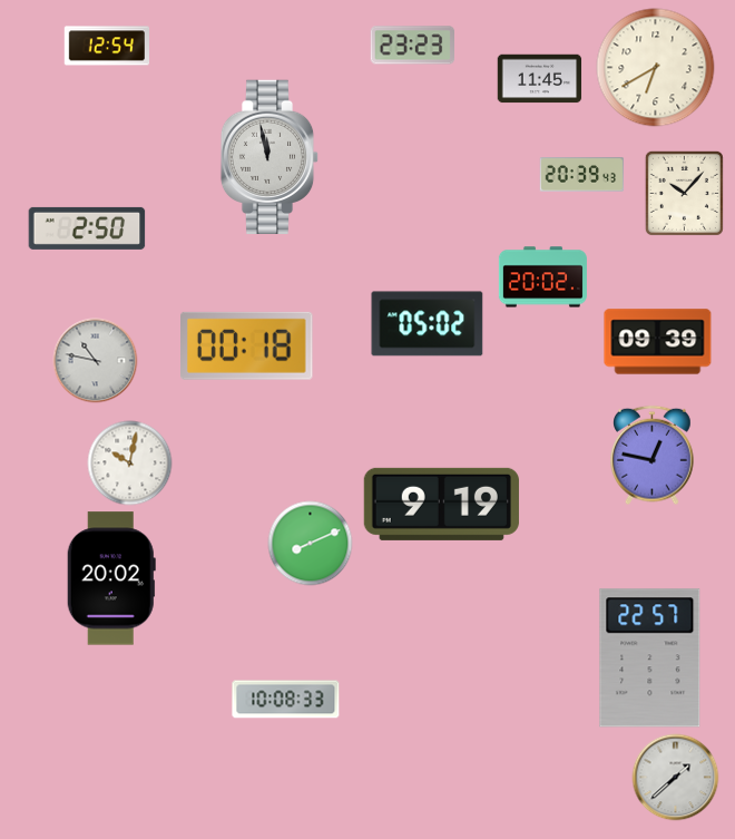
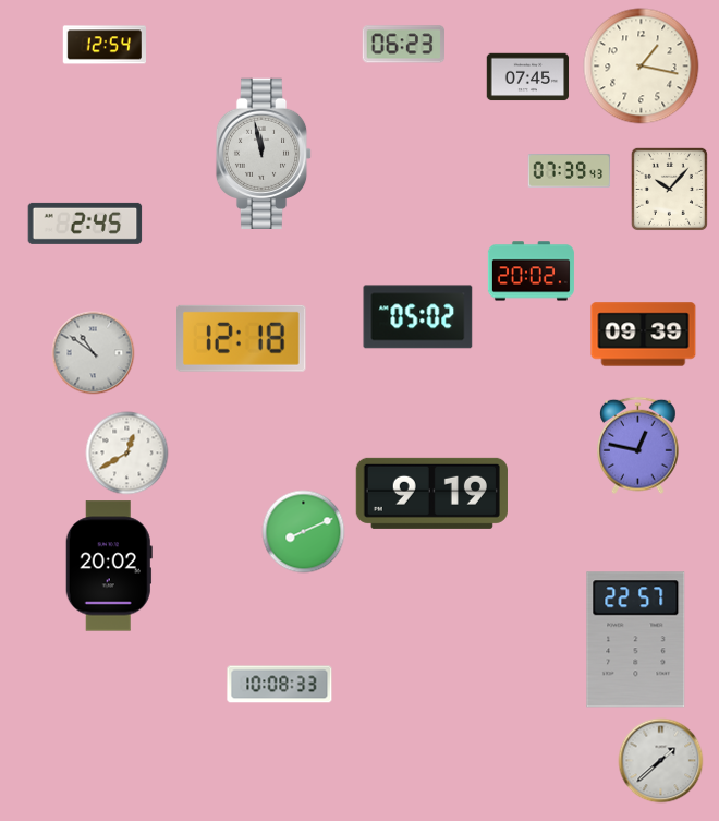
clock at (412, 46): 23:23 -> 06:23
clock at (656, 68): 6:40 -> 1:17
clock at (540, 79): 11:45 -> 07:45
clock at (582, 175): 20:39 -> 07:39
clock at (87, 228): 2:50 -> 2:45
clock at (247, 345): 00:18 -> 12:18
clock at (96, 361): 10:47 -> 10:51
clock at (130, 464): 10:02 -> 12:40
clock at (650, 658) position: (650, 658) -> (636, 640)
